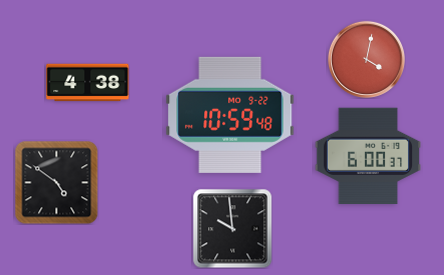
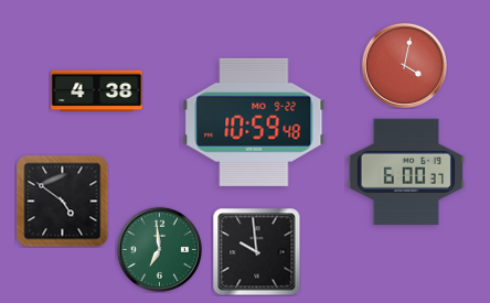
clock at (230, 115) position: (230, 115) -> (254, 122)
clock at (159, 249): none -> 6:59
